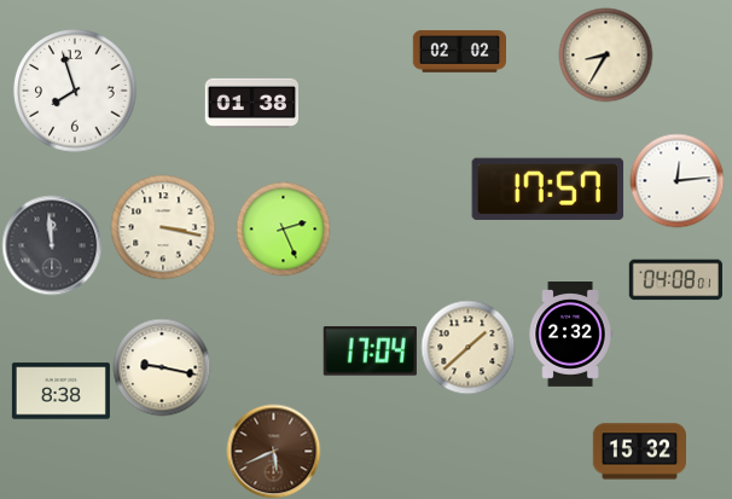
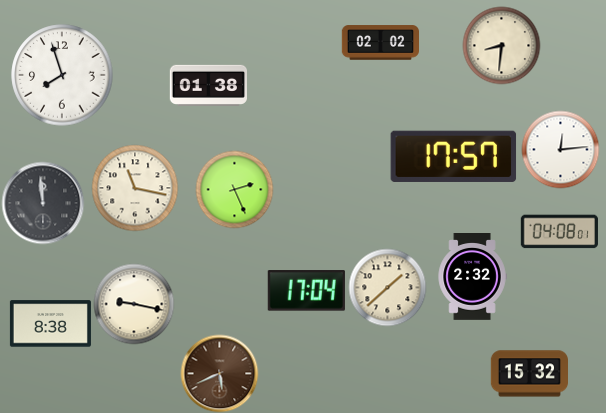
clock at (605, 54): 8:35 -> 8:31
clock at (163, 227): 3:17 -> 11:17
clock at (273, 451) position: (273, 451) -> (219, 373)
